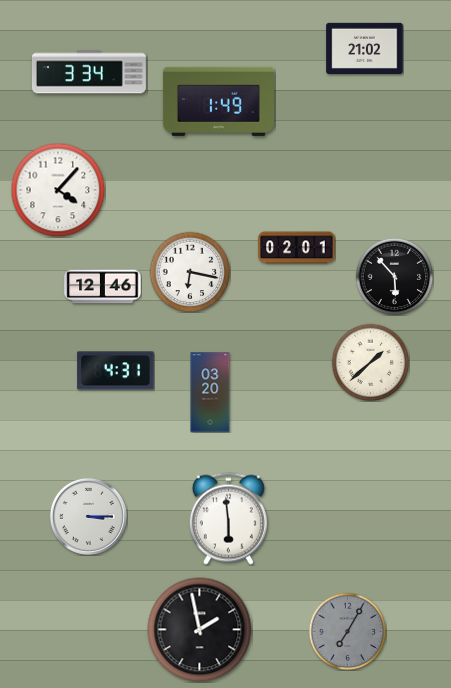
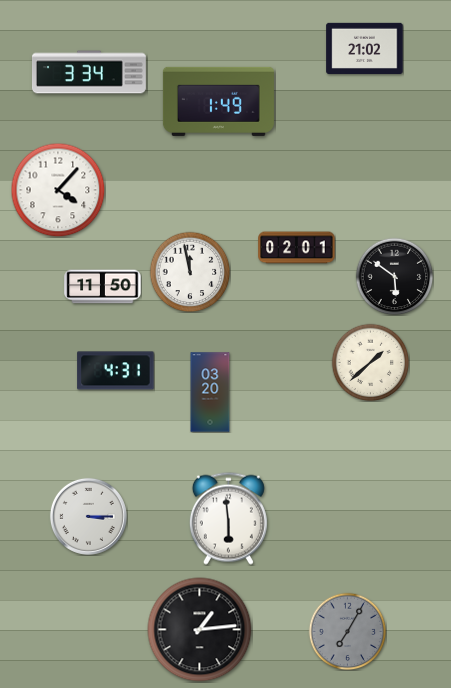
clock at (190, 272): 6:17 -> 11:58
clock at (394, 276): 5:53 -> 5:51
clock at (103, 287): 12:46 -> 11:50
clock at (200, 630): 1:58 -> 1:14
